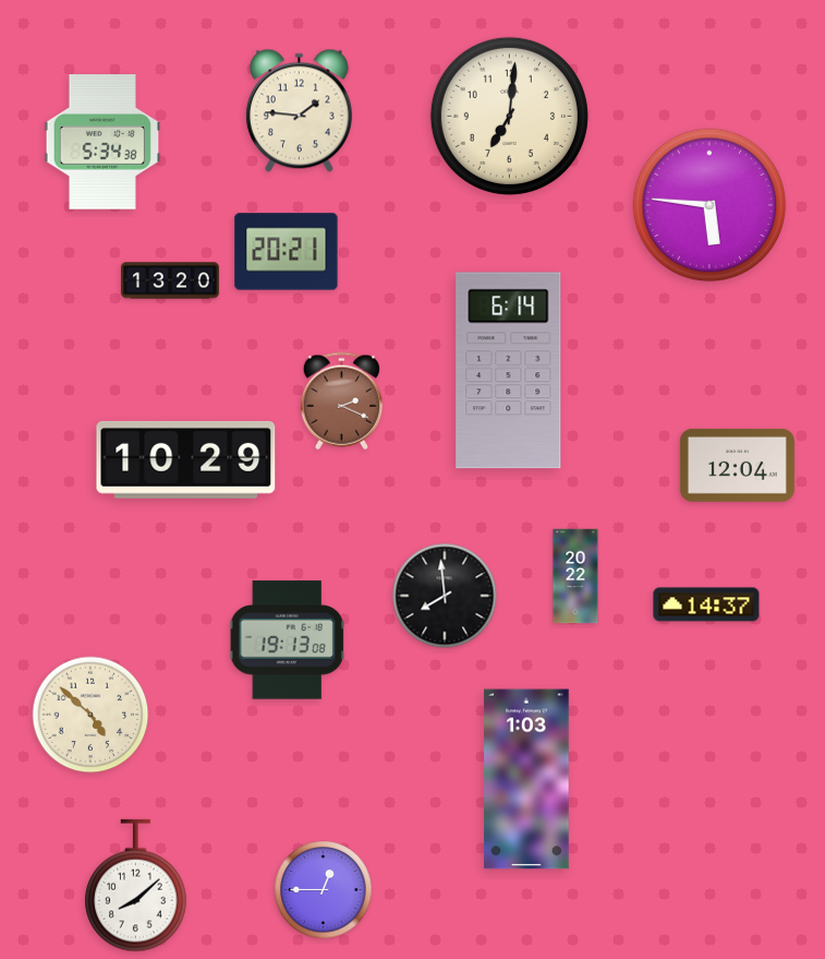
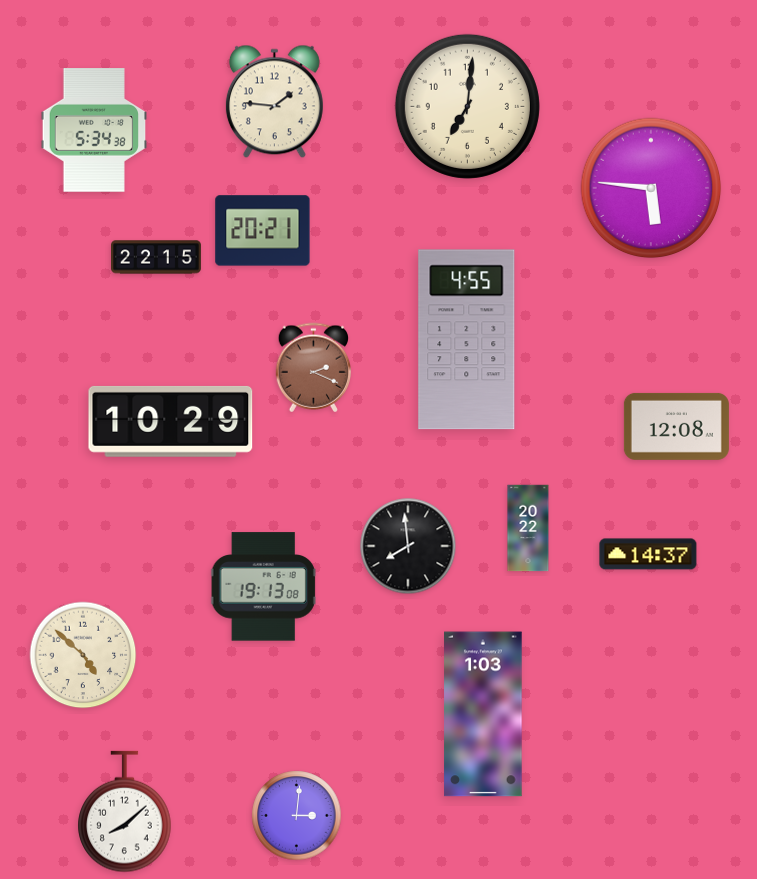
clock at (171, 280): 13:20 -> 22:15
clock at (509, 371): 6:14 -> 4:55
clock at (737, 465): 12:04 -> 12:08
clock at (324, 890): 12:45 -> 3:01
